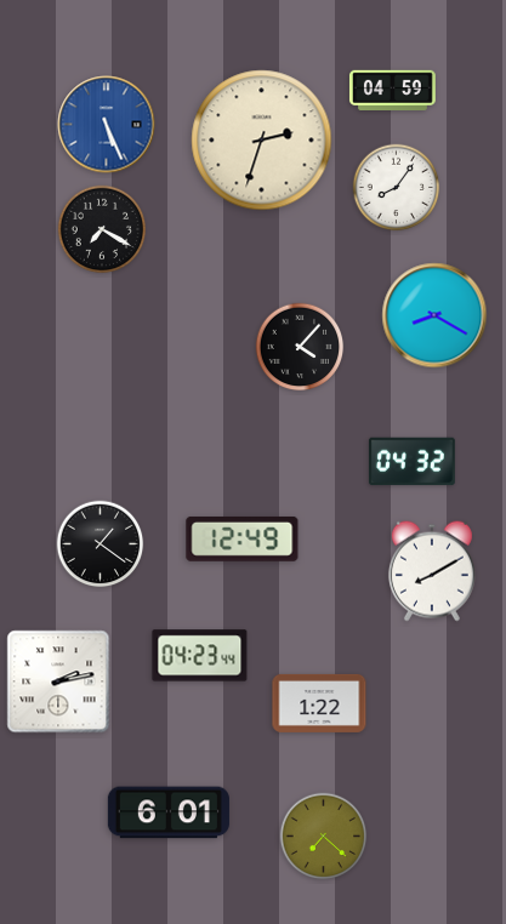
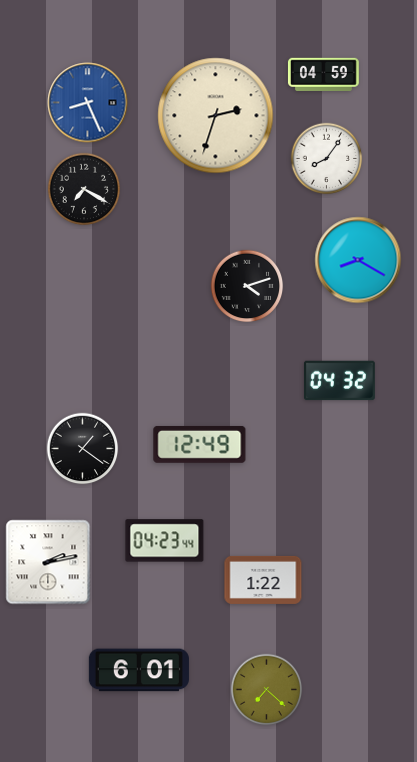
clock at (107, 125): 5:26 -> 8:26
clock at (397, 188) position: (397, 188) -> (327, 159)
clock at (300, 347): 4:07 -> 4:12
clock at (432, 571): 8:10 -> none
